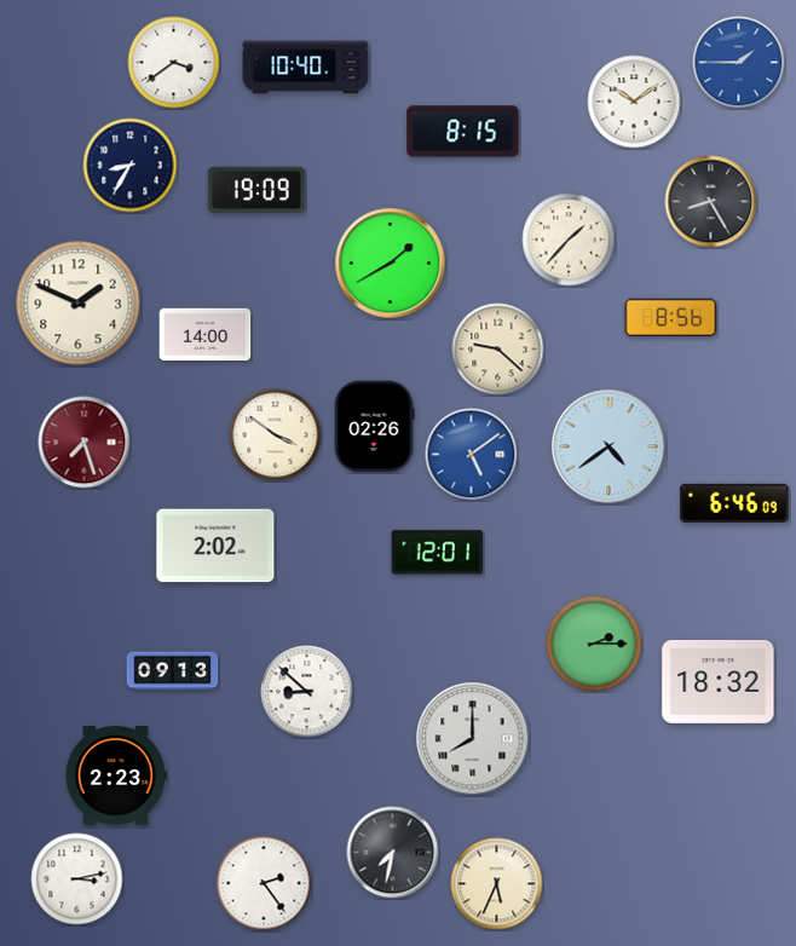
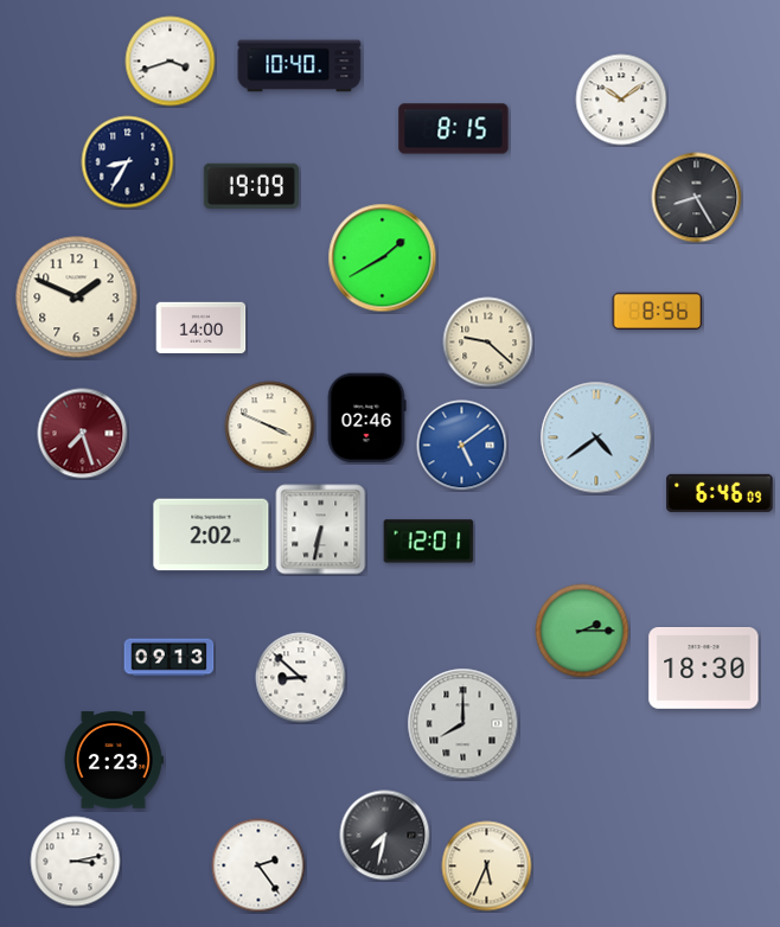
clock at (174, 63): 3:39 -> 3:42
clock at (739, 63): 1:45 -> none
clock at (569, 240): 1:37 -> none
clock at (374, 427): 02:26 -> 02:46
clock at (276, 435): 3:51 -> 3:49
clock at (321, 530): none -> 6:32
clock at (719, 682): 18:32 -> 18:30
